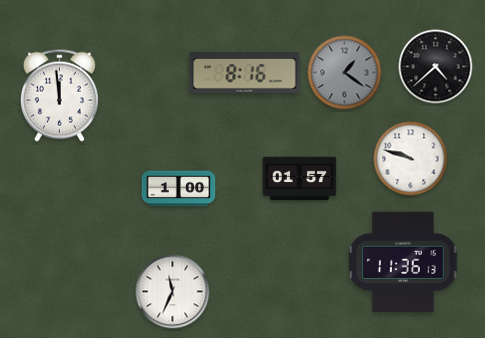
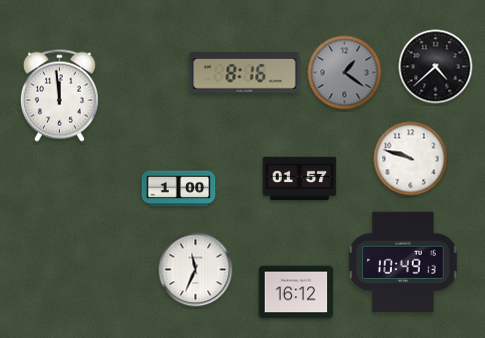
clock at (403, 262): 11:36 -> 10:49
clock at (173, 292) position: (173, 292) -> (196, 270)
clock at (296, 292): none -> 16:12
